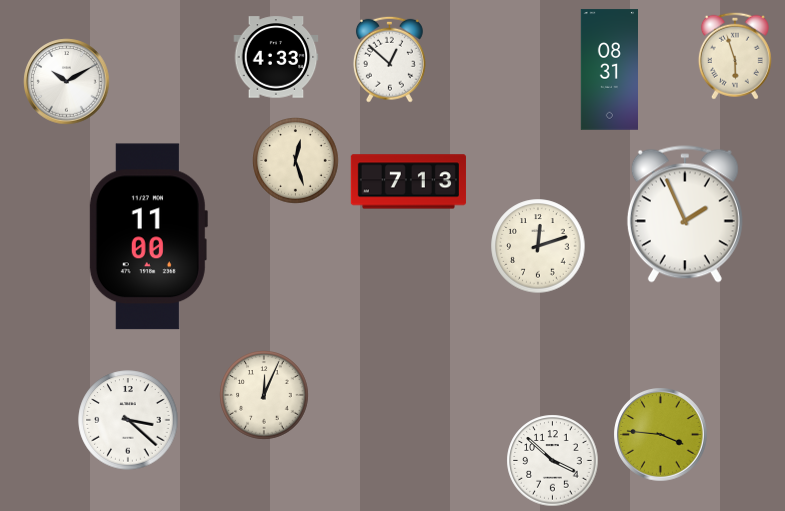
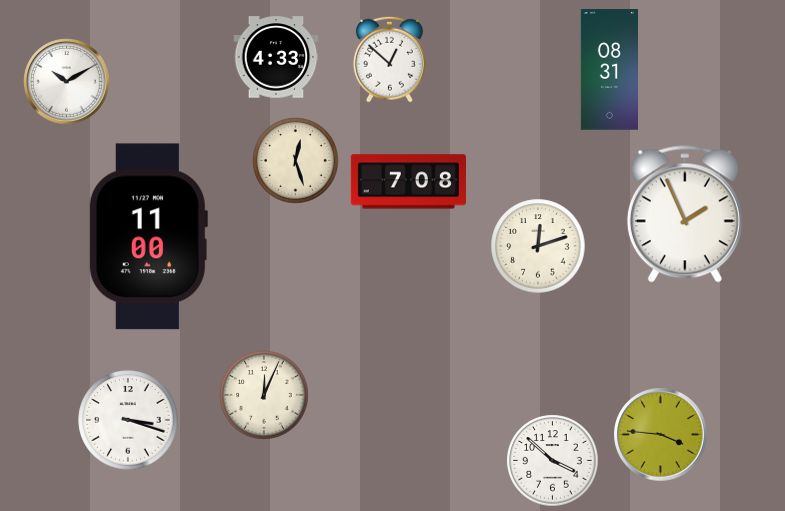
clock at (735, 56): 5:57 -> none
clock at (408, 182): 7:13 -> 7:08
clock at (128, 420): 3:22 -> 3:18
